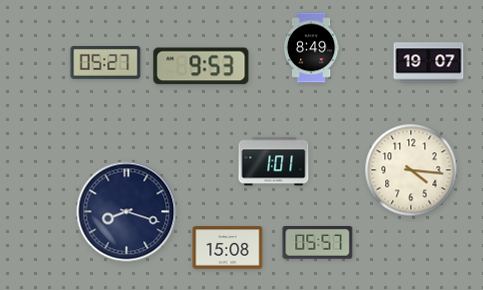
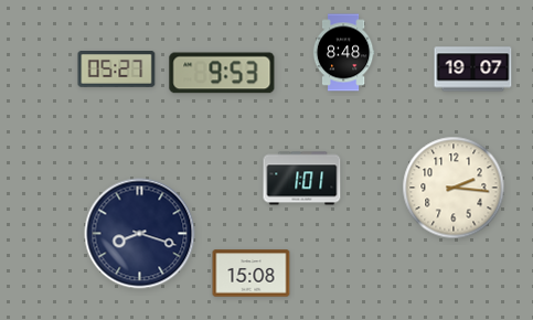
clock at (311, 48): 8:49 -> 8:48
clock at (411, 170): 4:16 -> 2:16
clock at (318, 243): 05:57 -> none
